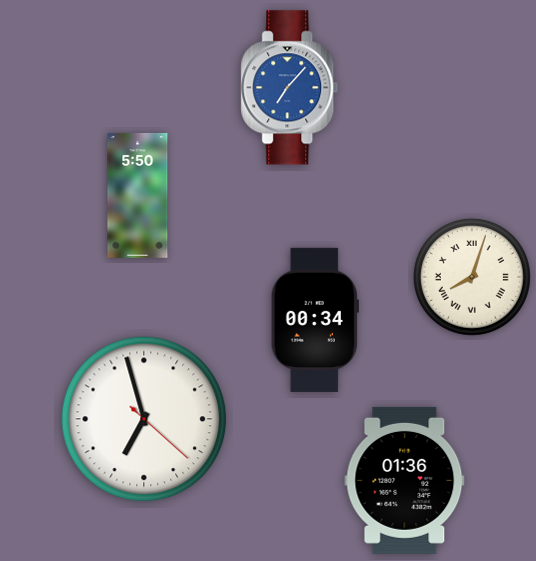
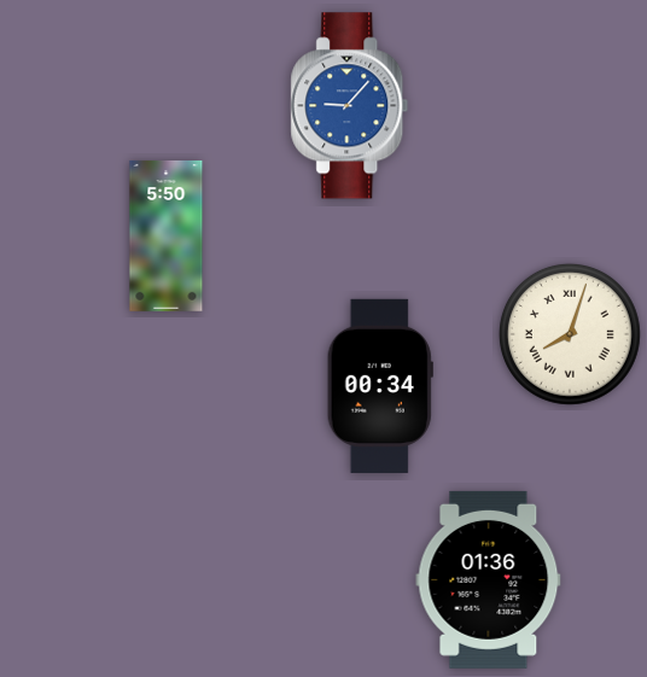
clock at (290, 88): 7:07 -> 9:07
clock at (144, 419): 6:57 -> none
